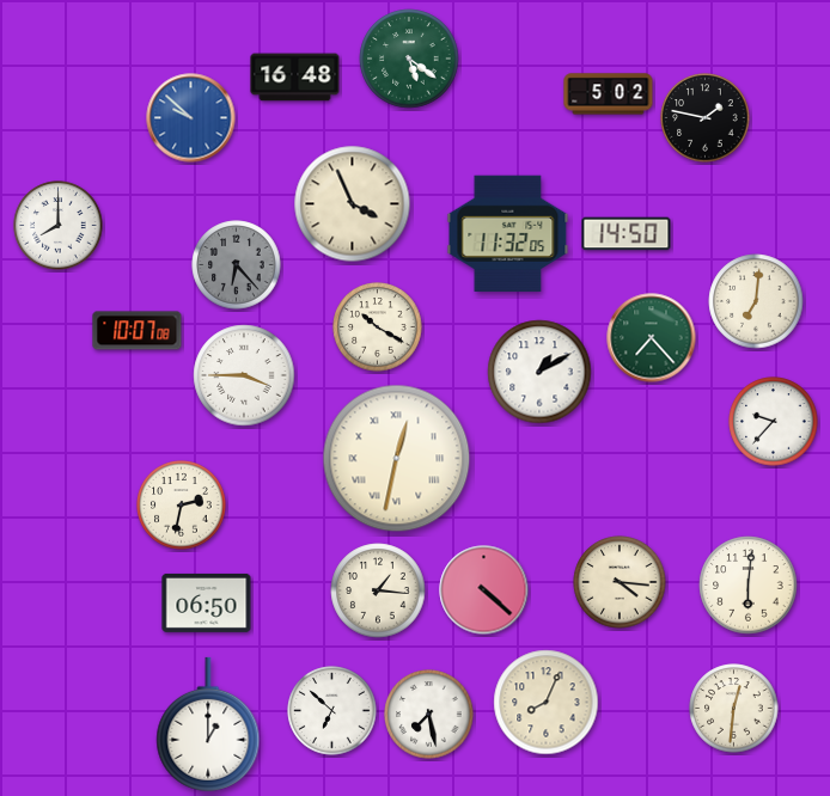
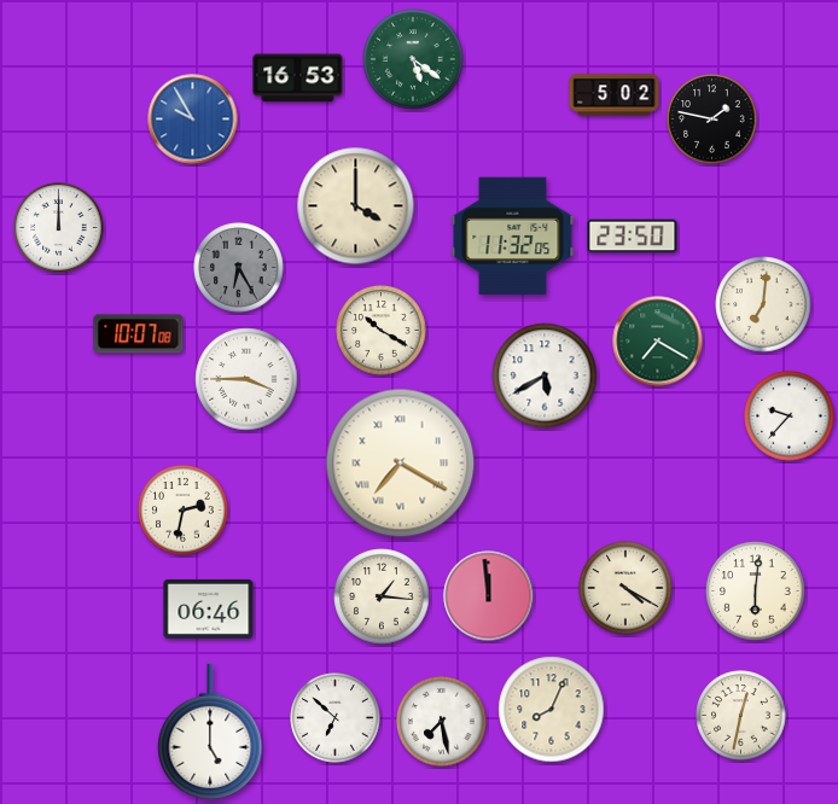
clock at (295, 78): 16:48 -> 16:53
clock at (191, 118): 9:52 -> 9:55
clock at (353, 204): 3:56 -> 4:00
clock at (59, 226): 8:00 -> 12:00
clock at (627, 234): 14:50 -> 23:50
clock at (237, 265): 6:23 -> 6:25
clock at (652, 338): 7:23 -> 7:20
clock at (539, 372): 1:10 -> 5:40
clock at (774, 422) position: (774, 422) -> (790, 416)
clock at (397, 459): 12:32 -> 7:20
clock at (620, 582): 4:16 -> 4:20
clock at (484, 590): 4:22 -> 11:59
clock at (207, 602): 06:50 -> 06:46
clock at (734, 709): 12:31 -> 12:32
clock at (429, 715) position: (429, 715) -> (442, 722)
clock at (208, 724): 1:00 -> 5:00
